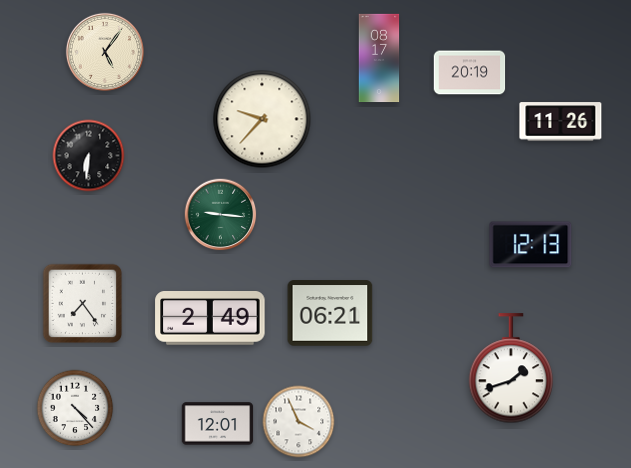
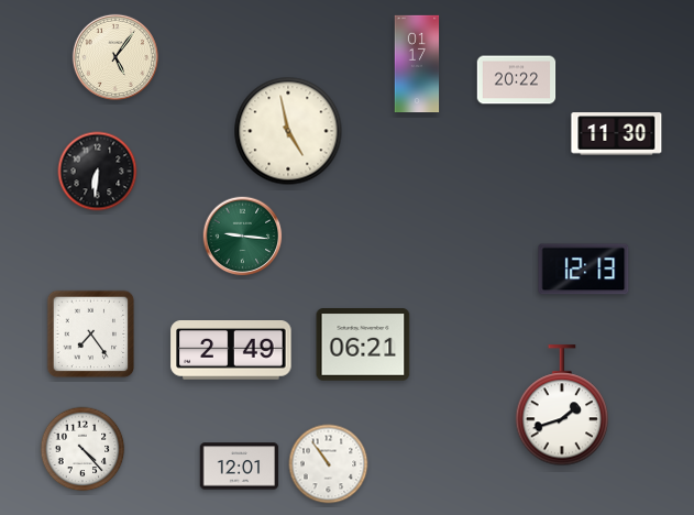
clock at (379, 58): 08:17 -> 01:17
clock at (470, 73): 20:19 -> 20:22
clock at (262, 119): 9:37 -> 4:58
clock at (561, 122): 11:26 -> 11:30
clock at (299, 422): 3:56 -> 10:54
